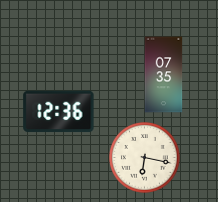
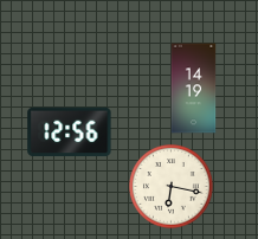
clock at (164, 75): 07:35 -> 14:19
clock at (59, 112): 12:36 -> 12:56
